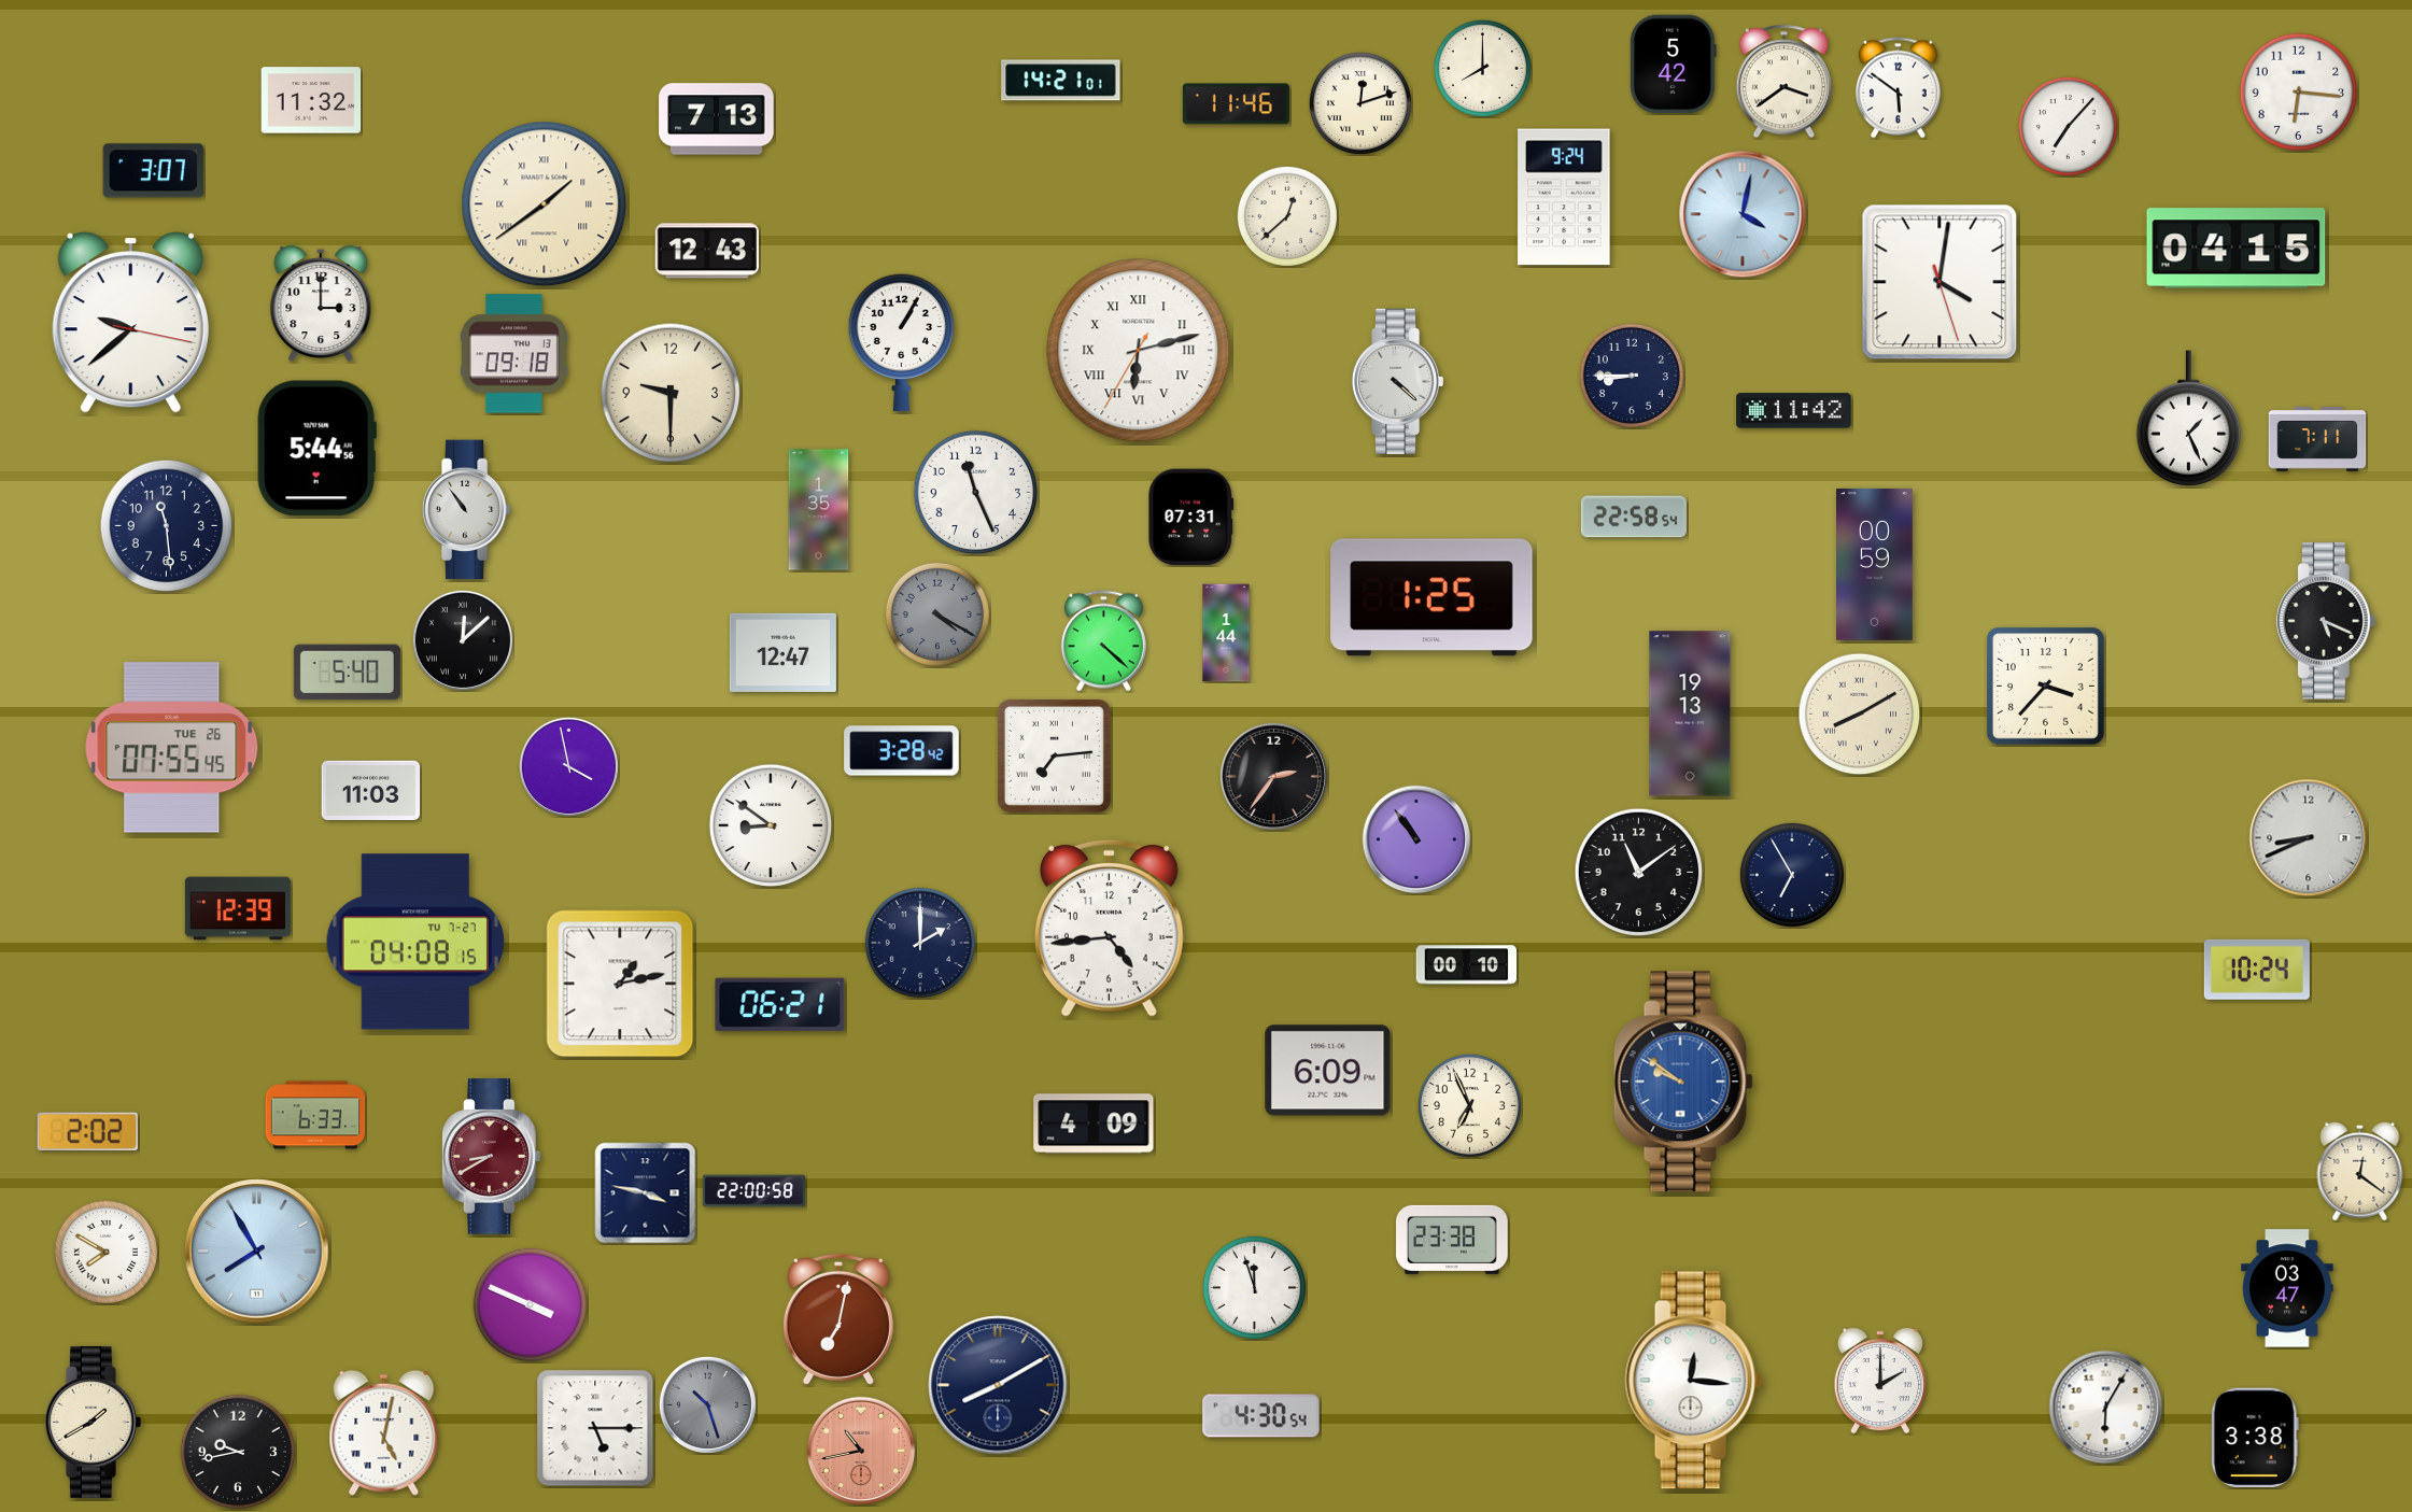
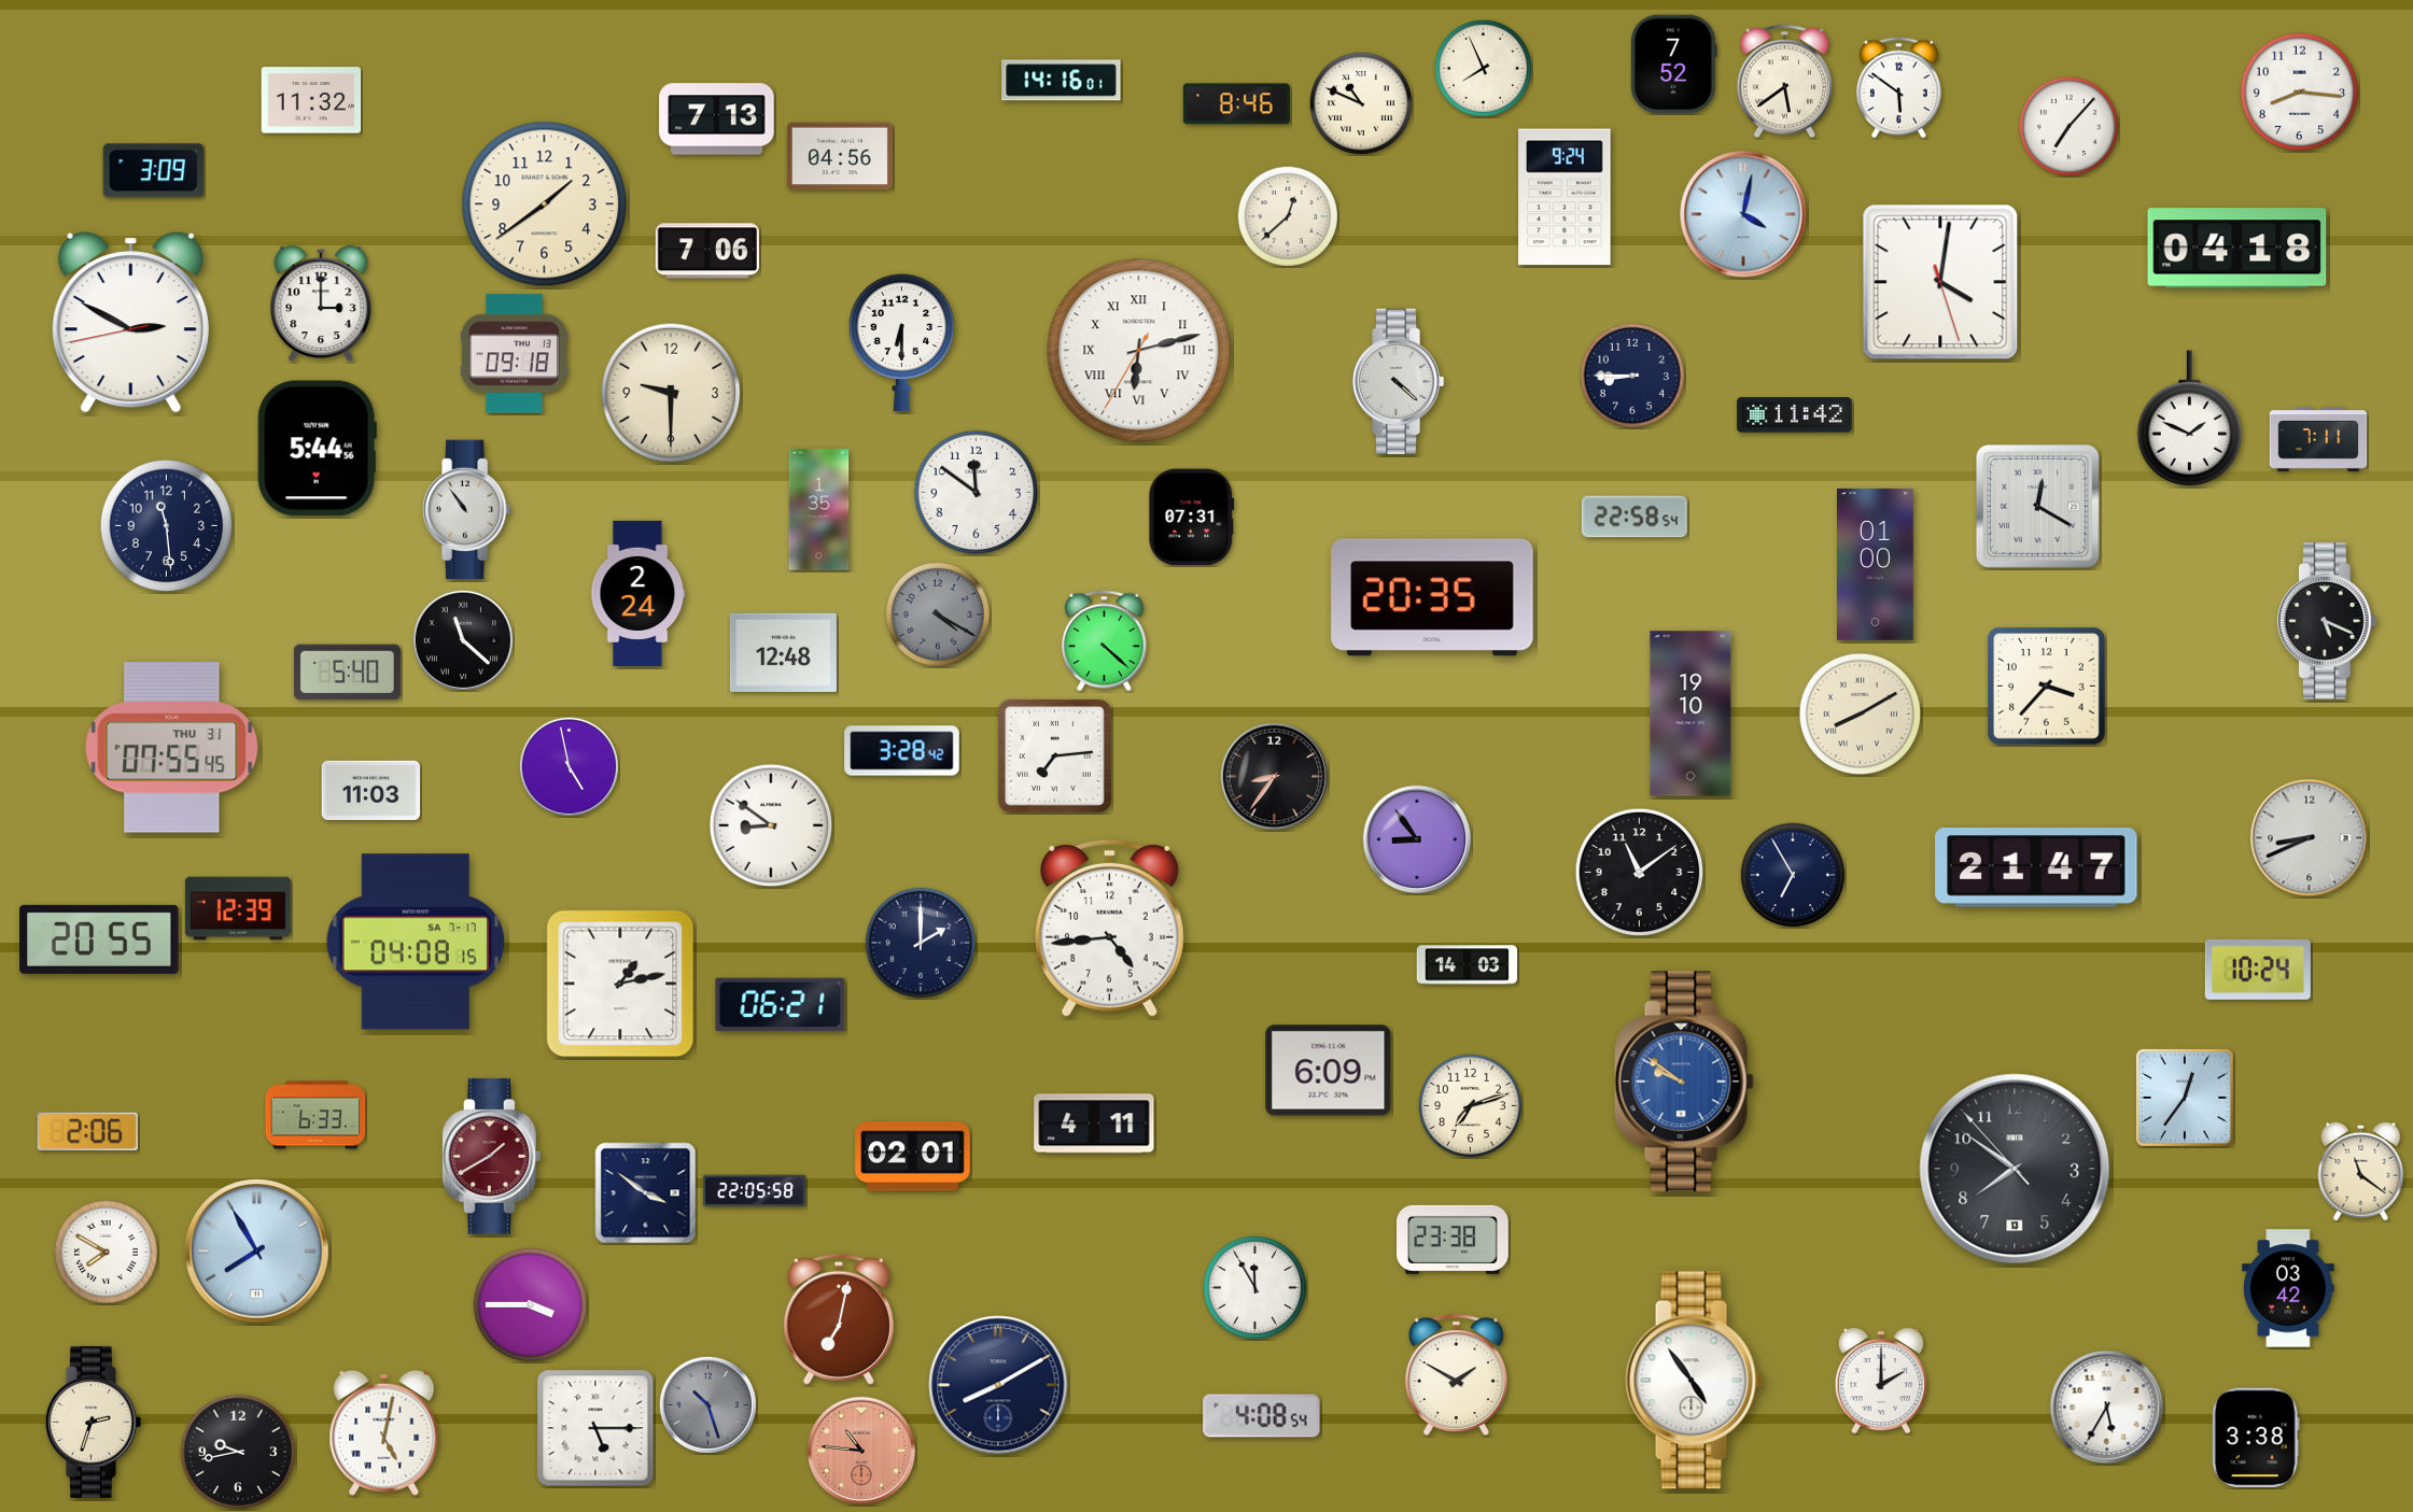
clock at (1674, 65): 5:42 -> 7:52
clock at (1482, 68): 8:00 -> 7:56
clock at (1061, 81): 14:21 -> 14:16
clock at (1783, 82): 3:39 -> 5:39
clock at (2298, 91): 6:16 -> 8:16
clock at (1360, 103): 12:12 -> 10:49
clock at (1236, 104): 11:46 -> 8:46
clock at (840, 156): none -> 04:56
clock at (153, 171): 3:07 -> 3:09
clock at (545, 204) numerals: Roman -> Arabic
clock at (2237, 249): 04:15 -> 04:18
clock at (707, 251): 12:43 -> 7:06
clock at (130, 323): 9:38 -> 2:49
clock at (902, 342): 1:05 -> 6:30
clock at (1794, 411) position: (1794, 411) -> (1795, 415)
clock at (2189, 418): 1:26 -> 1:49
clock at (976, 493): 11:26 -> 11:51
clock at (2037, 506): none -> 12:20
clock at (1875, 564): 00:59 -> 01:00
clock at (639, 593): none -> 2:24
clock at (1431, 597): 1:25 -> 20:35
clock at (1226, 633): 1:44 -> none
clock at (463, 640): 12:08 -> 11:22
clock at (782, 652): 12:47 -> 12:48
clock at (1690, 713): 19:13 -> 19:10
clock at (172, 748) date: TUE 26 -> THU 31
clock at (568, 766): 3:58 -> 4:58
clock at (1274, 777): 2:36 -> 8:36
clock at (1416, 839): 10:54 -> 8:54
clock at (2036, 868): none -> 21:47
clock at (99, 939): none -> 20:55
clock at (415, 942) date: TU 7-27 -> SA 7-17
clock at (1467, 965): 00:10 -> 14:03
clock at (2185, 1098): none -> 12:36
clock at (1469, 1105): 6:56 -> 7:12
clock at (1094, 1124): 4:09 -> 4:11
clock at (87, 1131): 2:02 -> 2:06
clock at (491, 1157): 8:40 -> 1:40
clock at (913, 1157): none -> 02:01
clock at (2015, 1169): none -> 7:50
clock at (2360, 1171): 12:21 -> 11:21
clock at (753, 1191): 22:00 -> 22:05
clock at (646, 1193): 3:47 -> 3:51
clock at (1254, 1287): 11:57 -> 11:55
clock at (2287, 1288): 03:47 -> 03:42
clock at (530, 1304): 3:49 -> 3:45
clock at (1456, 1375): none -> 1:50
clock at (1694, 1381): 12:16 -> 4:54
clock at (2106, 1408): 6:05 -> 5:35
clock at (1261, 1416): 4:30 -> 4:08
clock at (93, 1422): 1:40 -> 2:33
clock at (861, 1451): 10:43 -> 10:46
